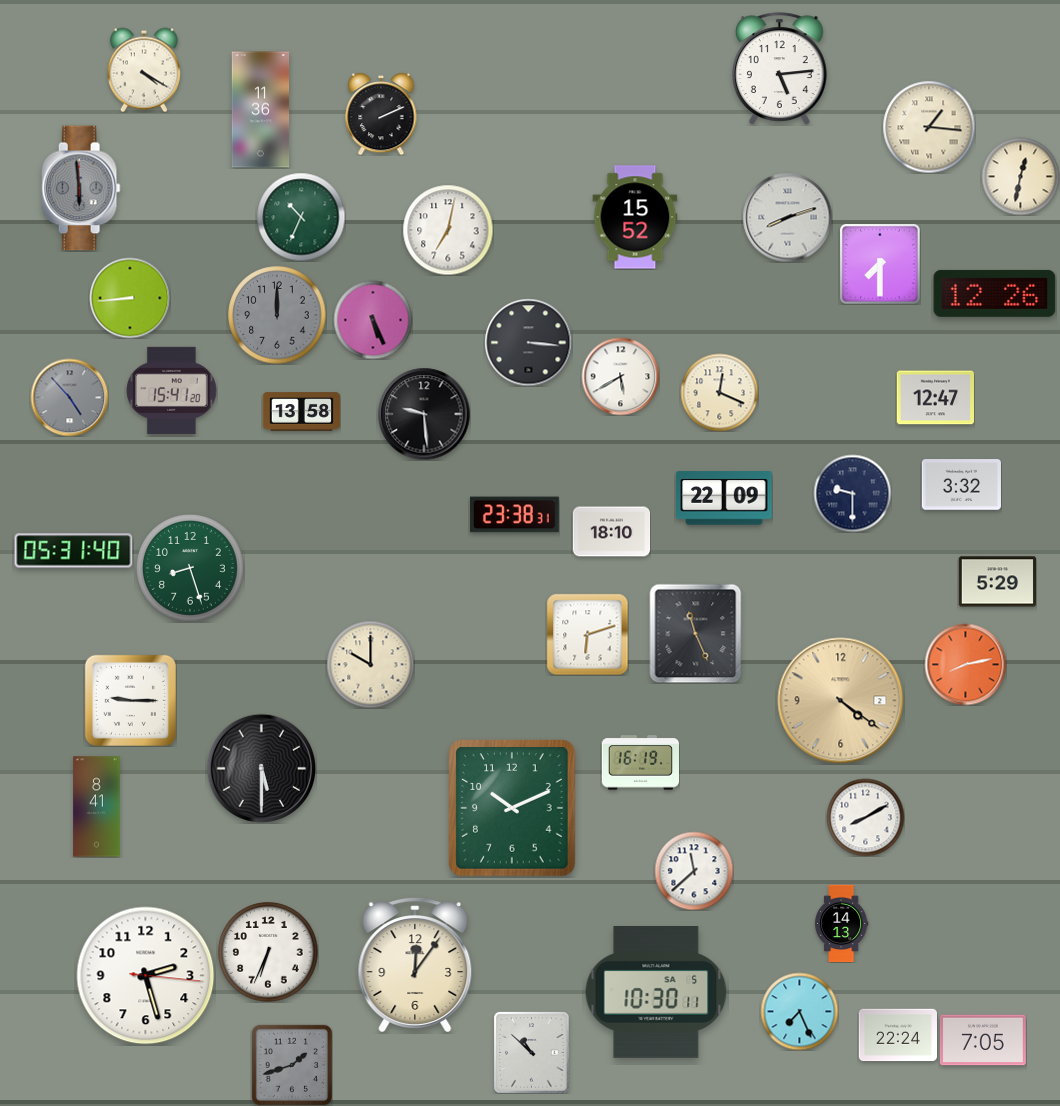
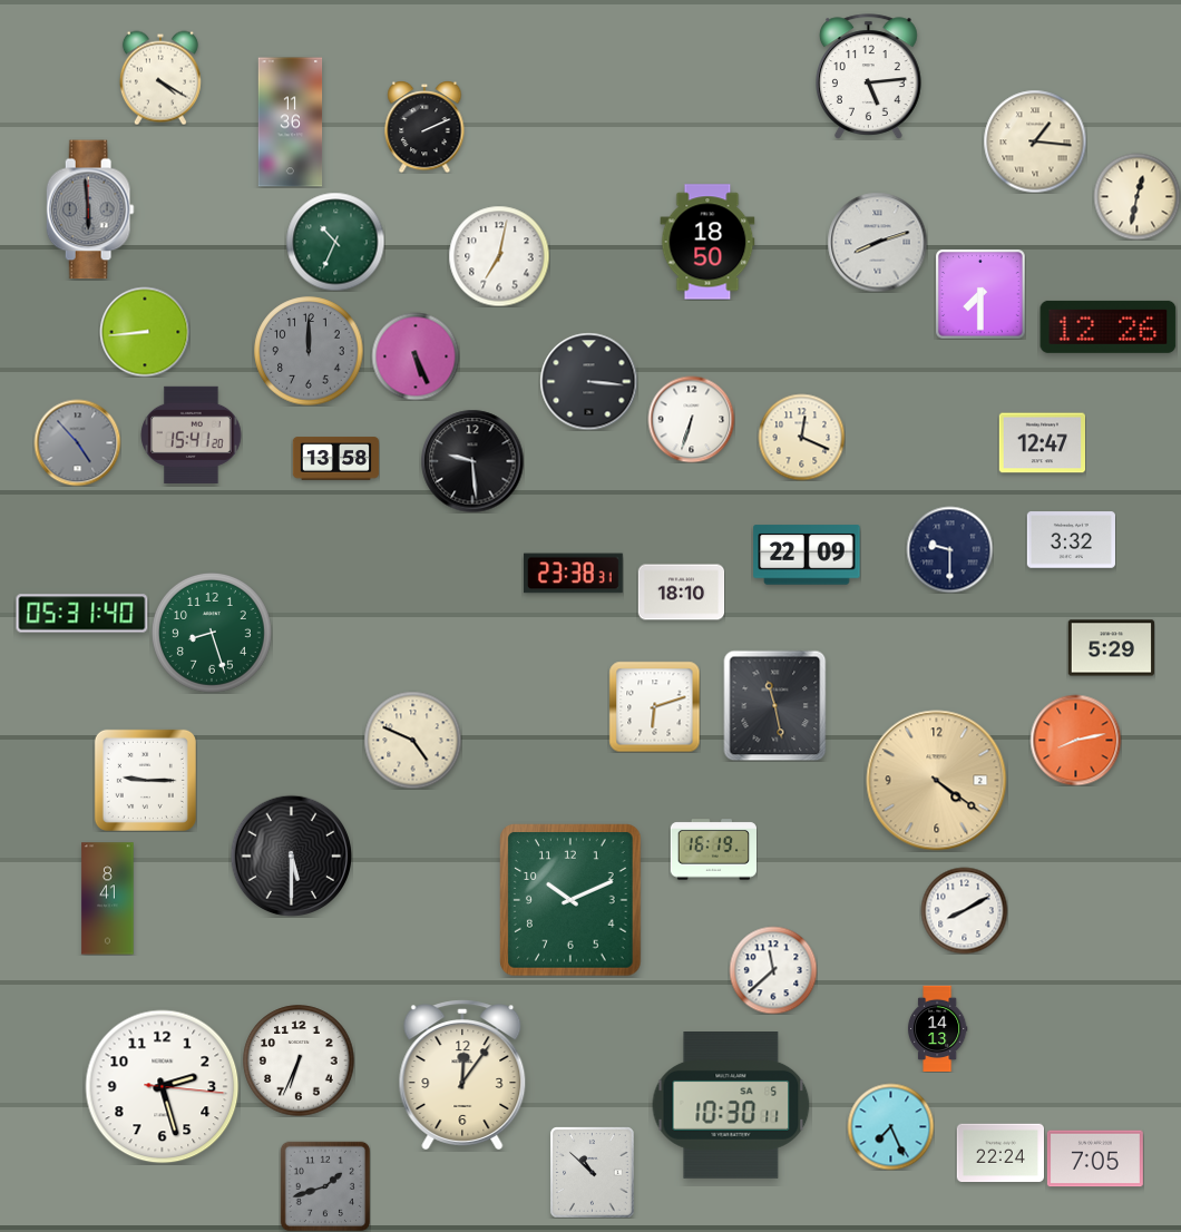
clock at (635, 217): 15:52 -> 18:50
clock at (620, 376): 5:40 -> 6:33
clock at (696, 633): 11:26 -> 11:28
clock at (370, 664): 10:00 -> 4:49
